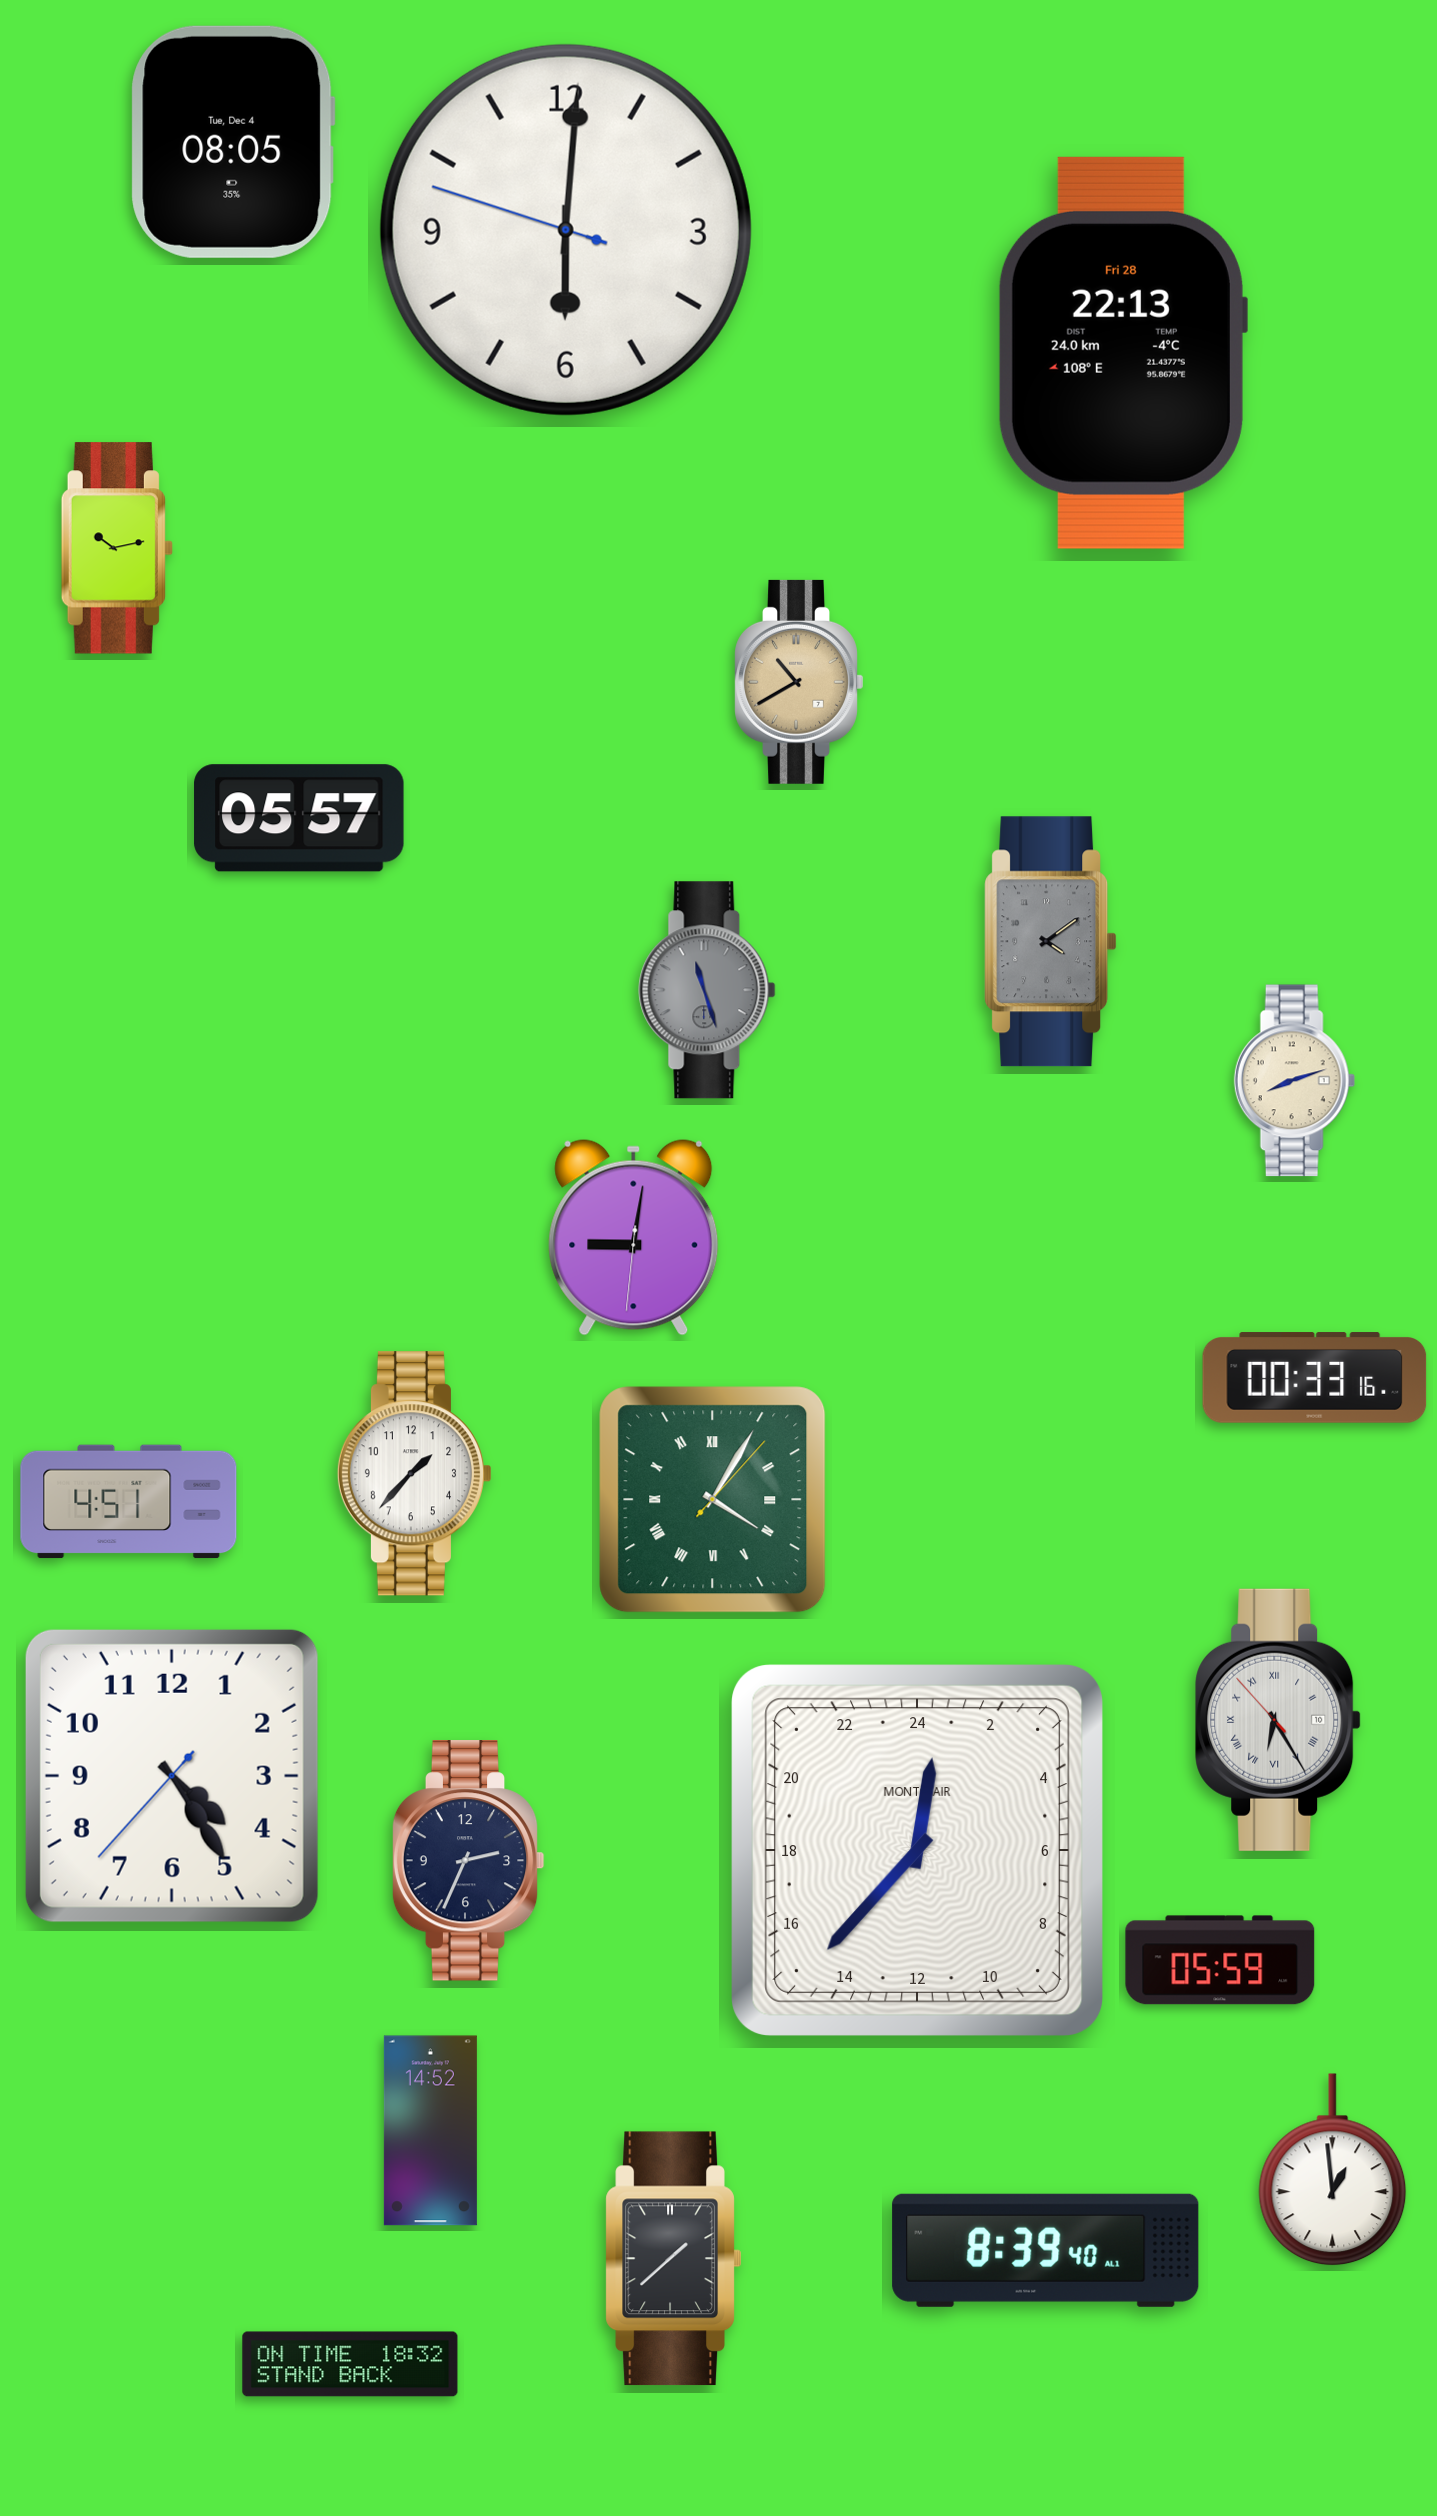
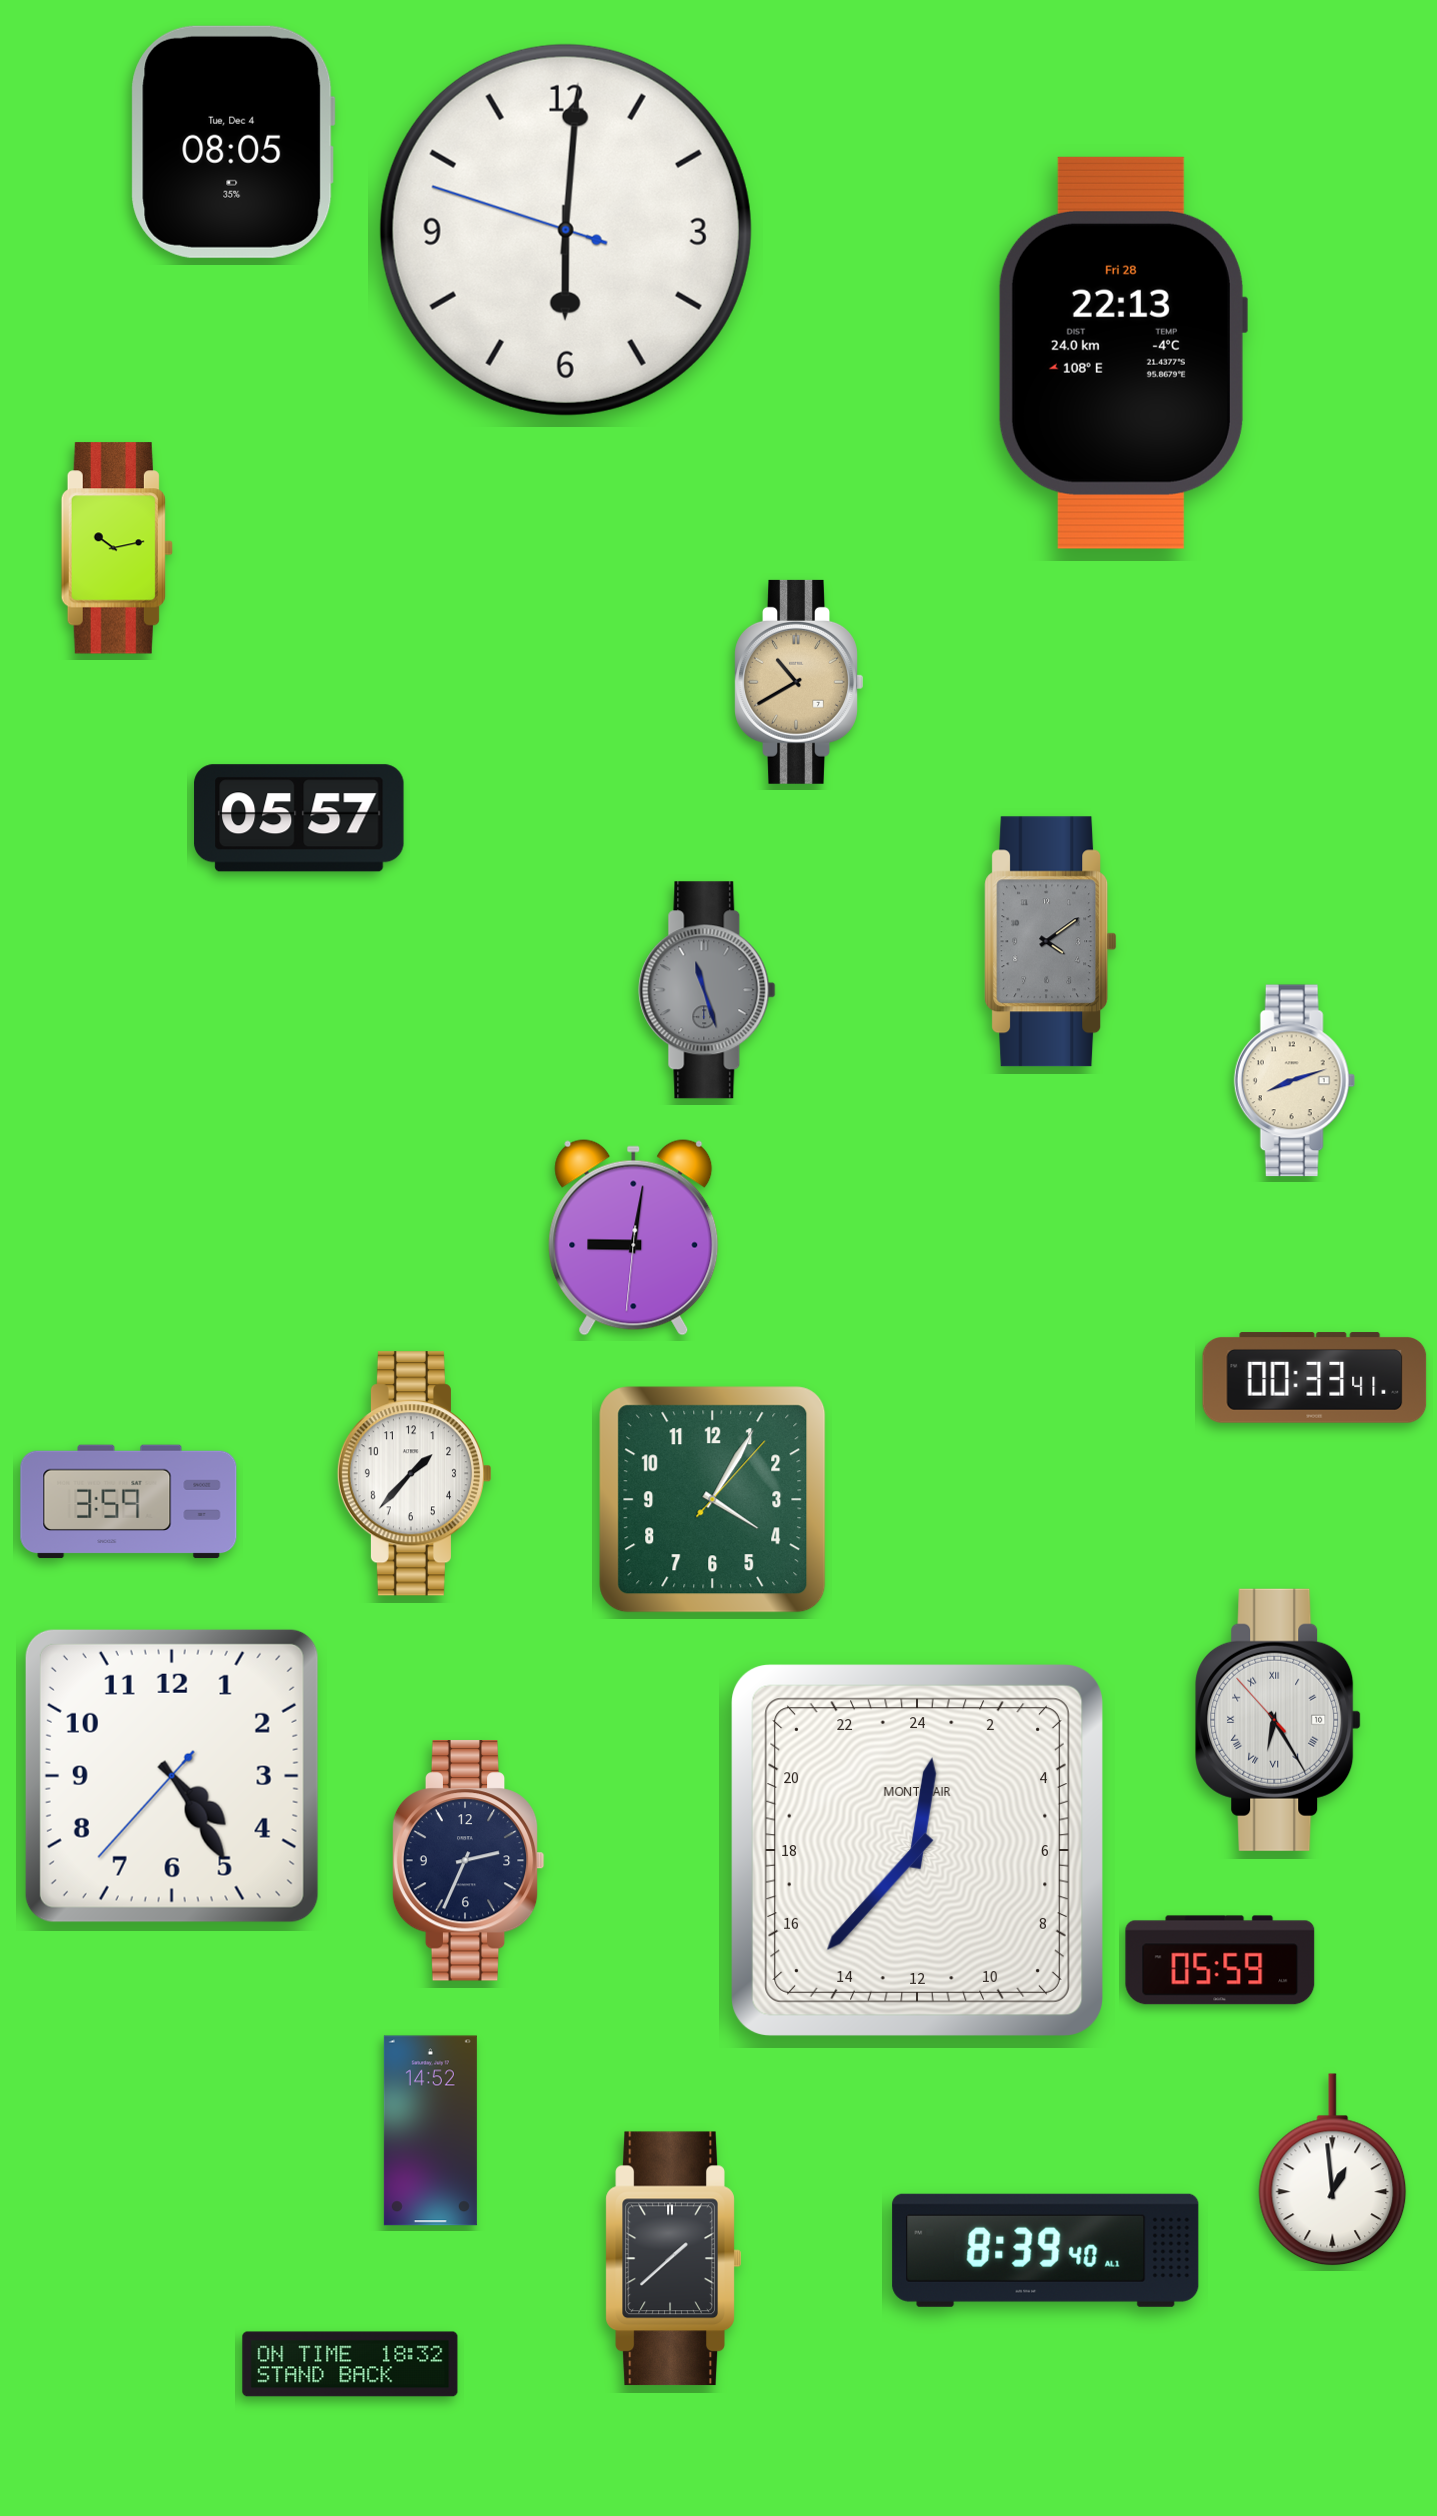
clock at (1315, 1378): 00:33:16 -> 00:33:41
clock at (713, 1500) numerals: Roman -> Arabic
clock at (129, 1502): 4:51 -> 3:59
